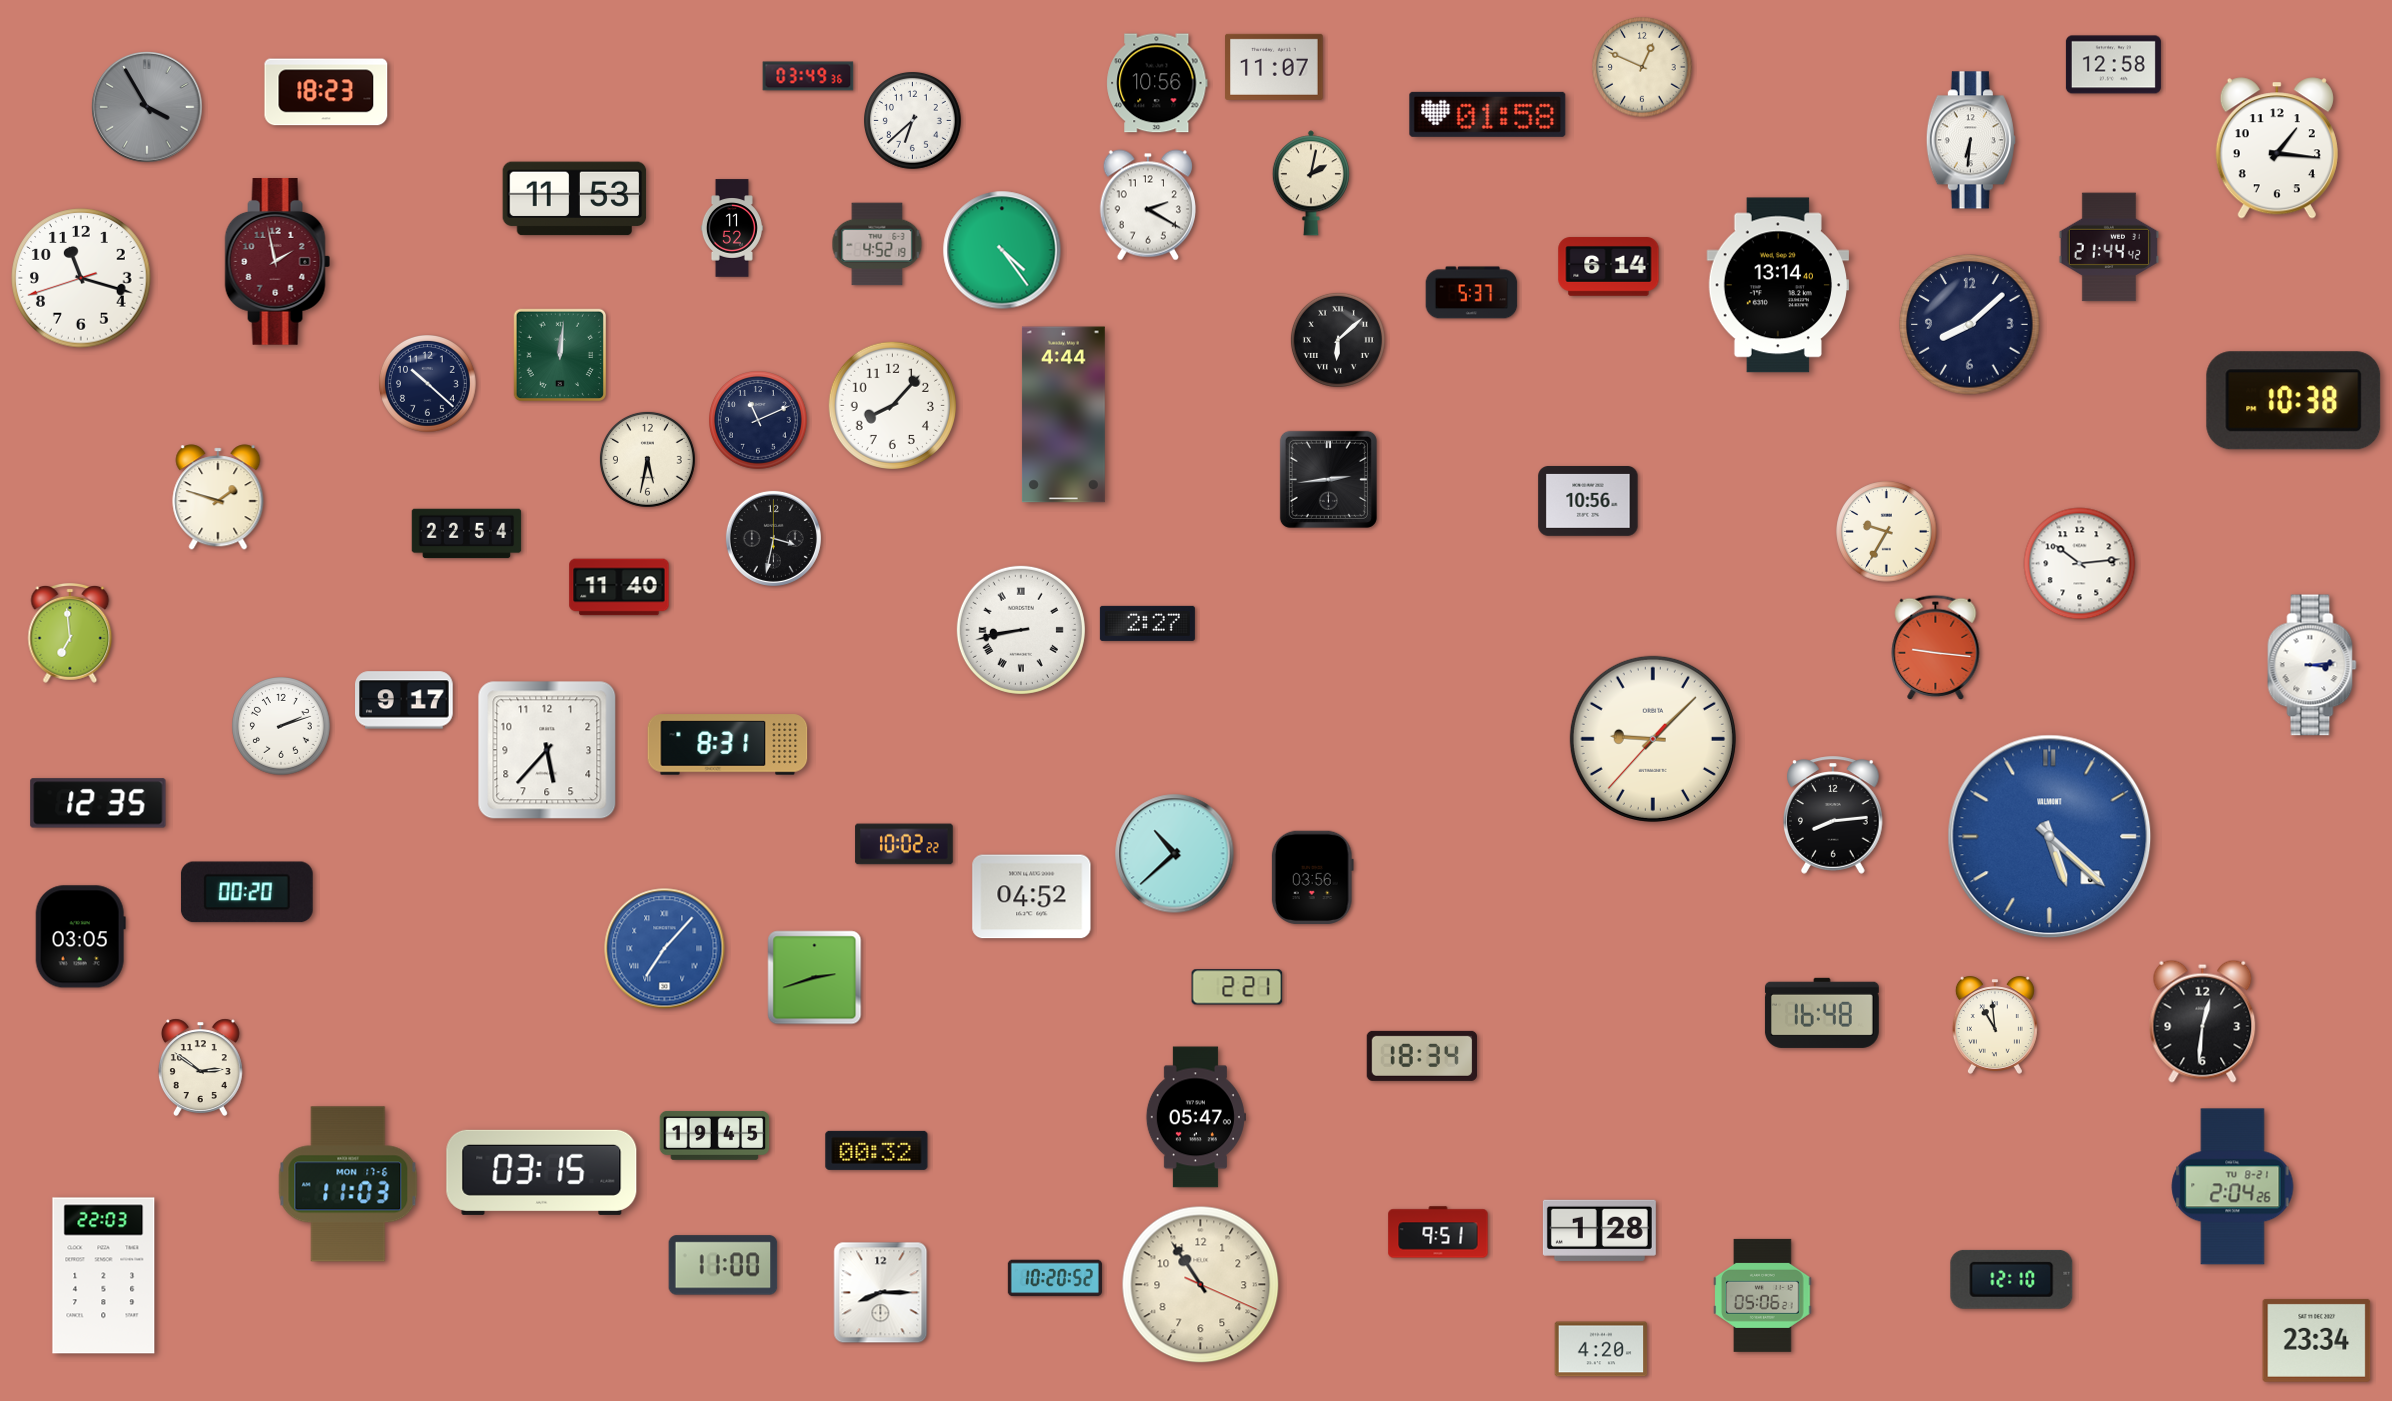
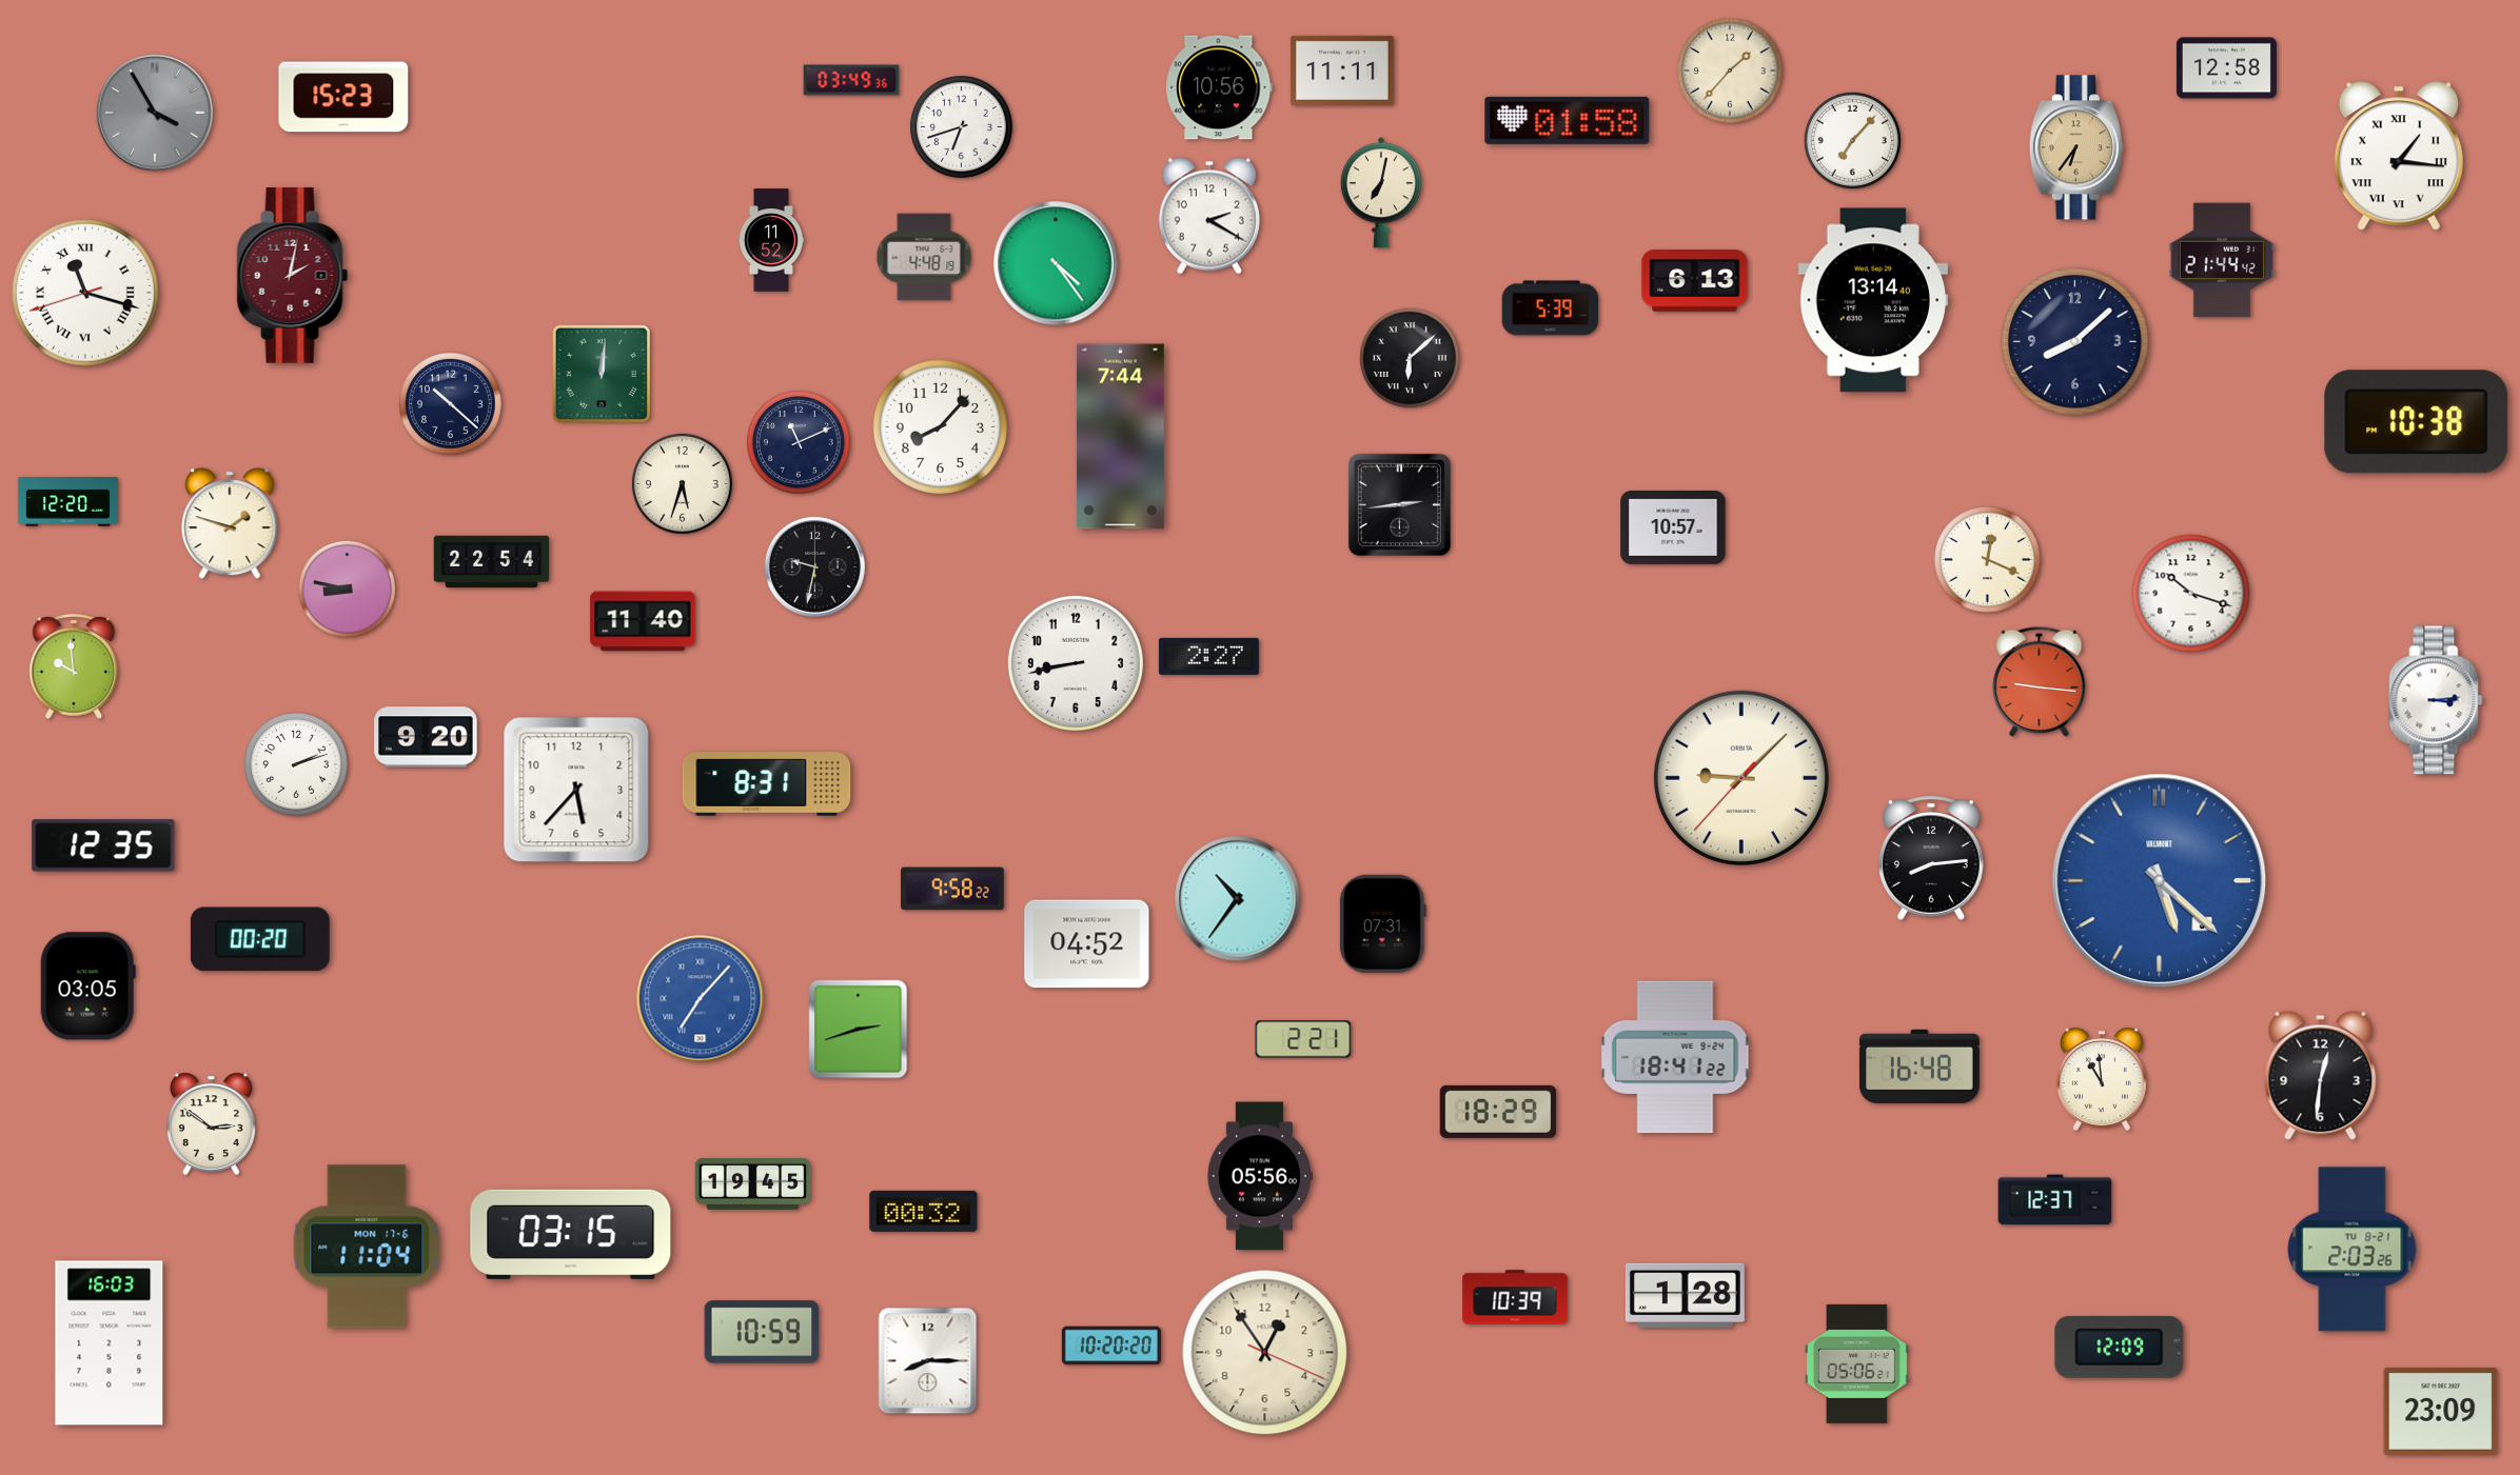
clock at (1274, 67): 11:07 -> 11:11
clock at (1642, 67): 12:49 -> 1:37
clock at (326, 92): 18:23 -> 15:23
clock at (913, 121): 6:38 -> 6:42
clock at (1852, 140): none -> 7:07
clock at (1971, 140): 6:31 -> 6:36
clock at (1971, 140) dial: white -> champagne
clock at (2277, 148) numerals: Arabic -> Roman
clock at (1311, 183): 2:02 -> 7:02
clock at (575, 199): 11:53 -> none
clock at (877, 244): 4:52 -> 4:48
clock at (278, 262): 1:58 -> 2:02
clock at (1609, 267): 6:14 -> 6:13
clock at (81, 278) numerals: Arabic -> Roman
clock at (1472, 293): 5:37 -> 5:39
clock at (560, 355) position: (560, 355) -> (602, 374)
clock at (1063, 415): 4:44 -> 7:44
clock at (647, 459): 5:32 -> 5:33
clock at (67, 502): none -> 12:20
clock at (1588, 502): 10:56 -> 10:57
clock at (1887, 532): 9:35 -> 12:19
clock at (773, 538): 3:32 -> 9:32
clock at (347, 589): none -> 8:47
clock at (2080, 564): 10:14 -> 10:18
clock at (619, 587) position: (619, 587) -> (643, 621)
clock at (1021, 630) numerals: Roman -> Arabic
clock at (70, 634): 6:59 -> 9:59
clock at (404, 700): 9:17 -> 9:20
clock at (904, 844): 10:02 -> 9:58
clock at (1175, 854): 10:38 -> 10:36
clock at (1312, 877): 03:56 -> 07:31
clock at (80, 937) position: (80, 937) -> (87, 986)
clock at (1675, 1057): none -> 18:41
clock at (1421, 1056): 18:34 -> 18:29
clock at (1196, 1117): 05:47 -> 05:56
clock at (715, 1135) position: (715, 1135) -> (753, 1183)
clock at (2055, 1200): none -> 12:37
clock at (348, 1184): 11:03 -> 11:04
clock at (2233, 1187): 2:04 -> 2:03
clock at (1438, 1232): 9:51 -> 10:39
clock at (723, 1265): 11:00 -> 10:59
clock at (104, 1276): 22:03 -> 16:03
clock at (1055, 1278): 10:20:52 -> 10:20:20
clock at (2012, 1279): 12:10 -> 12:09
clock at (1201, 1285): 10:54 -> 12:54
clock at (2317, 1340): 23:34 -> 23:09
clock at (1601, 1349): 4:20 -> none
